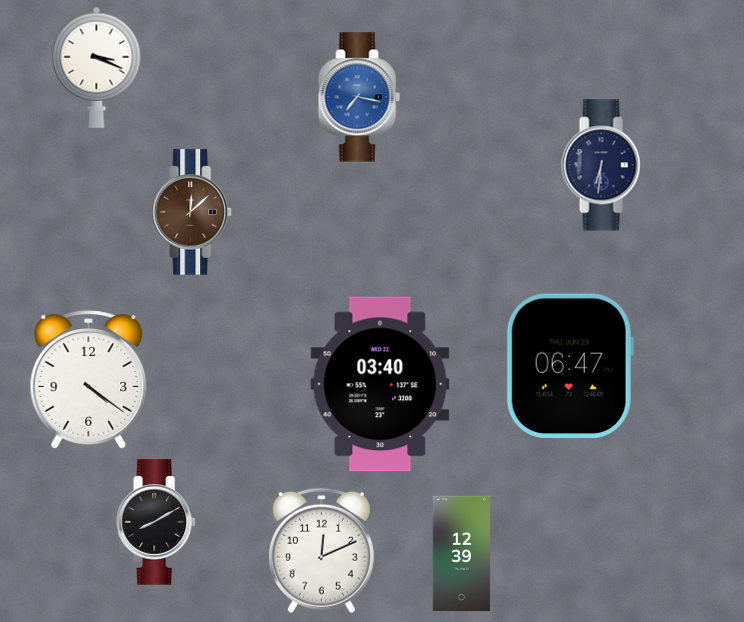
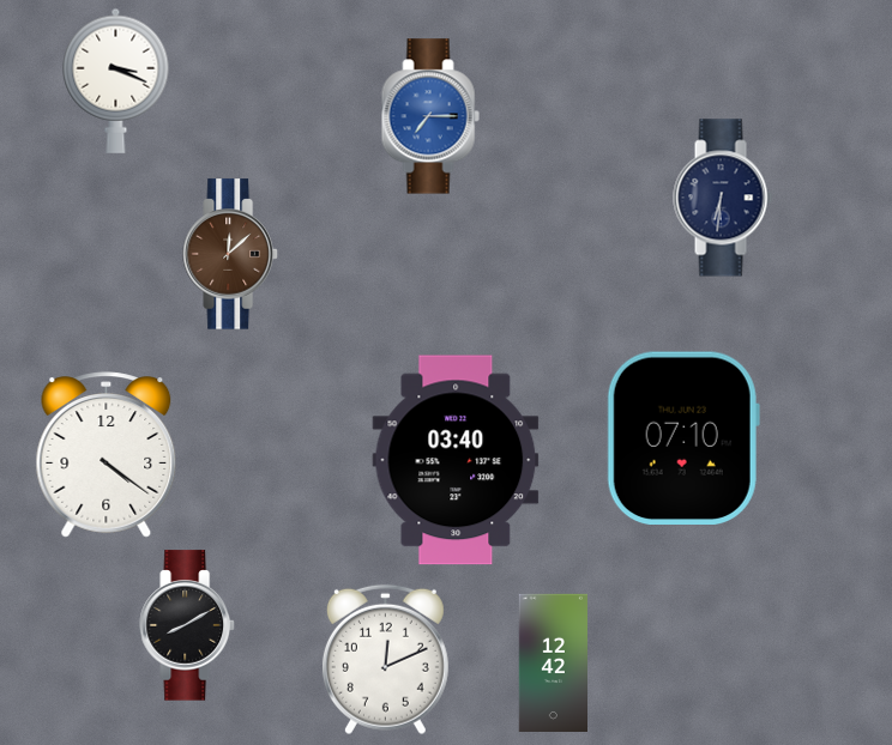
clock at (359, 97): 7:17 -> 7:15
clock at (570, 366): 06:47 -> 07:10
clock at (462, 553): 12:39 -> 12:42
